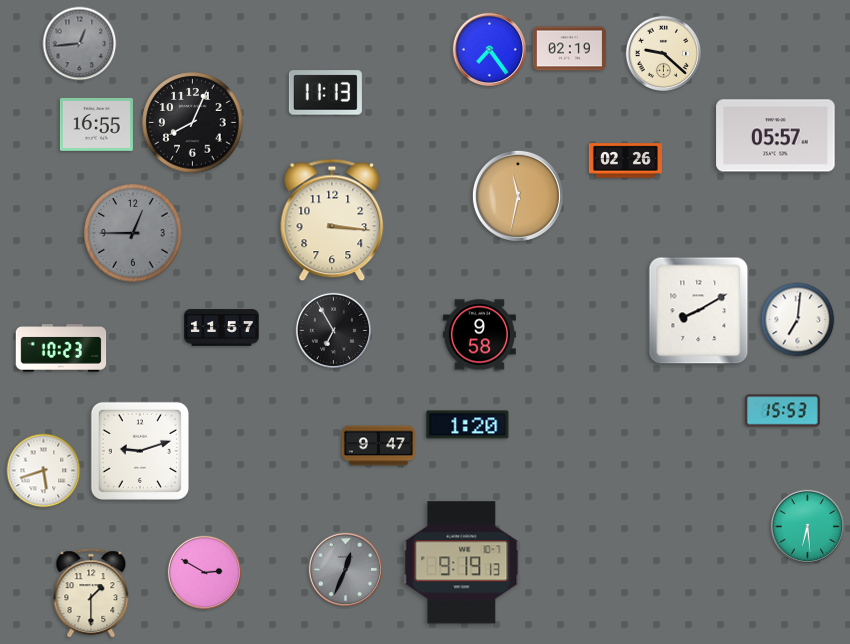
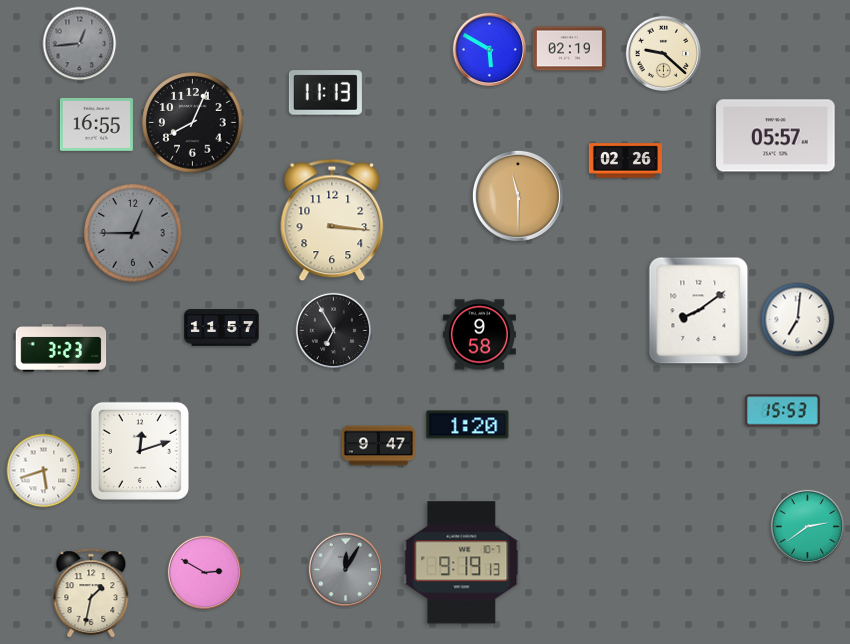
clock at (489, 49): 7:24 -> 5:50
clock at (518, 196): 11:32 -> 11:30
clock at (699, 311): 8:10 -> 8:09
clock at (61, 349): 10:23 -> 3:23
clock at (140, 451): 9:12 -> 12:12
clock at (807, 526): 6:29 -> 2:39
clock at (345, 569): 12:34 -> 12:05
clock at (91, 594): 1:30 -> 1:32
